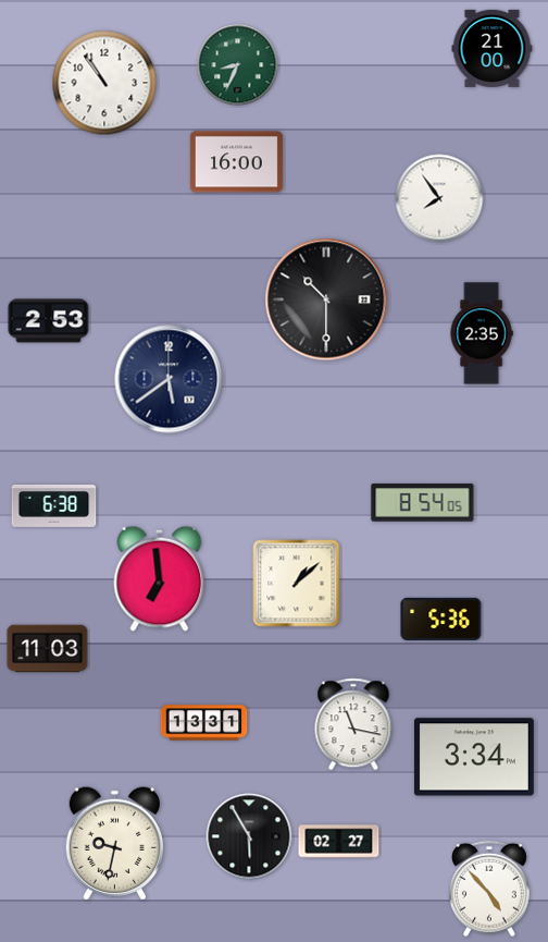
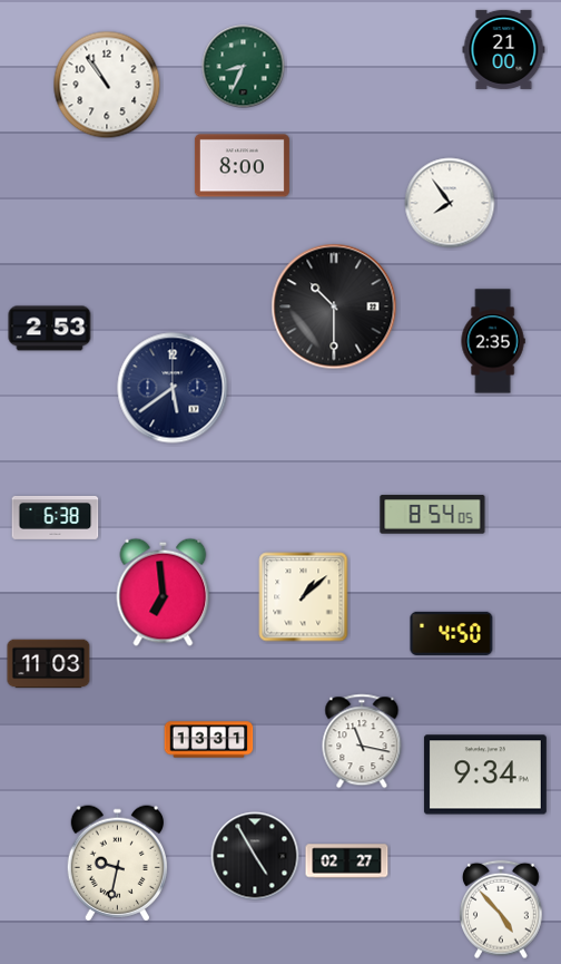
clock at (236, 162): 16:00 -> 8:00
clock at (441, 619): 5:36 -> 4:50
clock at (474, 757): 3:34 -> 9:34
clock at (249, 836): 5:55 -> 4:55
